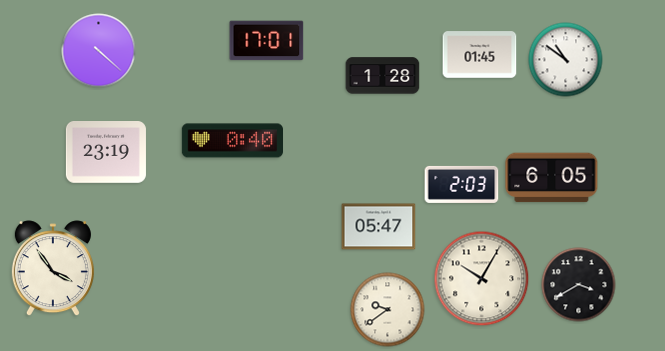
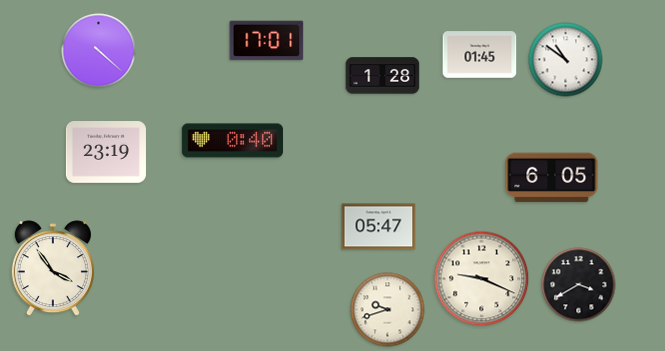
clock at (462, 184): 2:03 -> none
clock at (482, 279): 10:05 -> 9:19
clock at (388, 310): 9:39 -> 9:42
